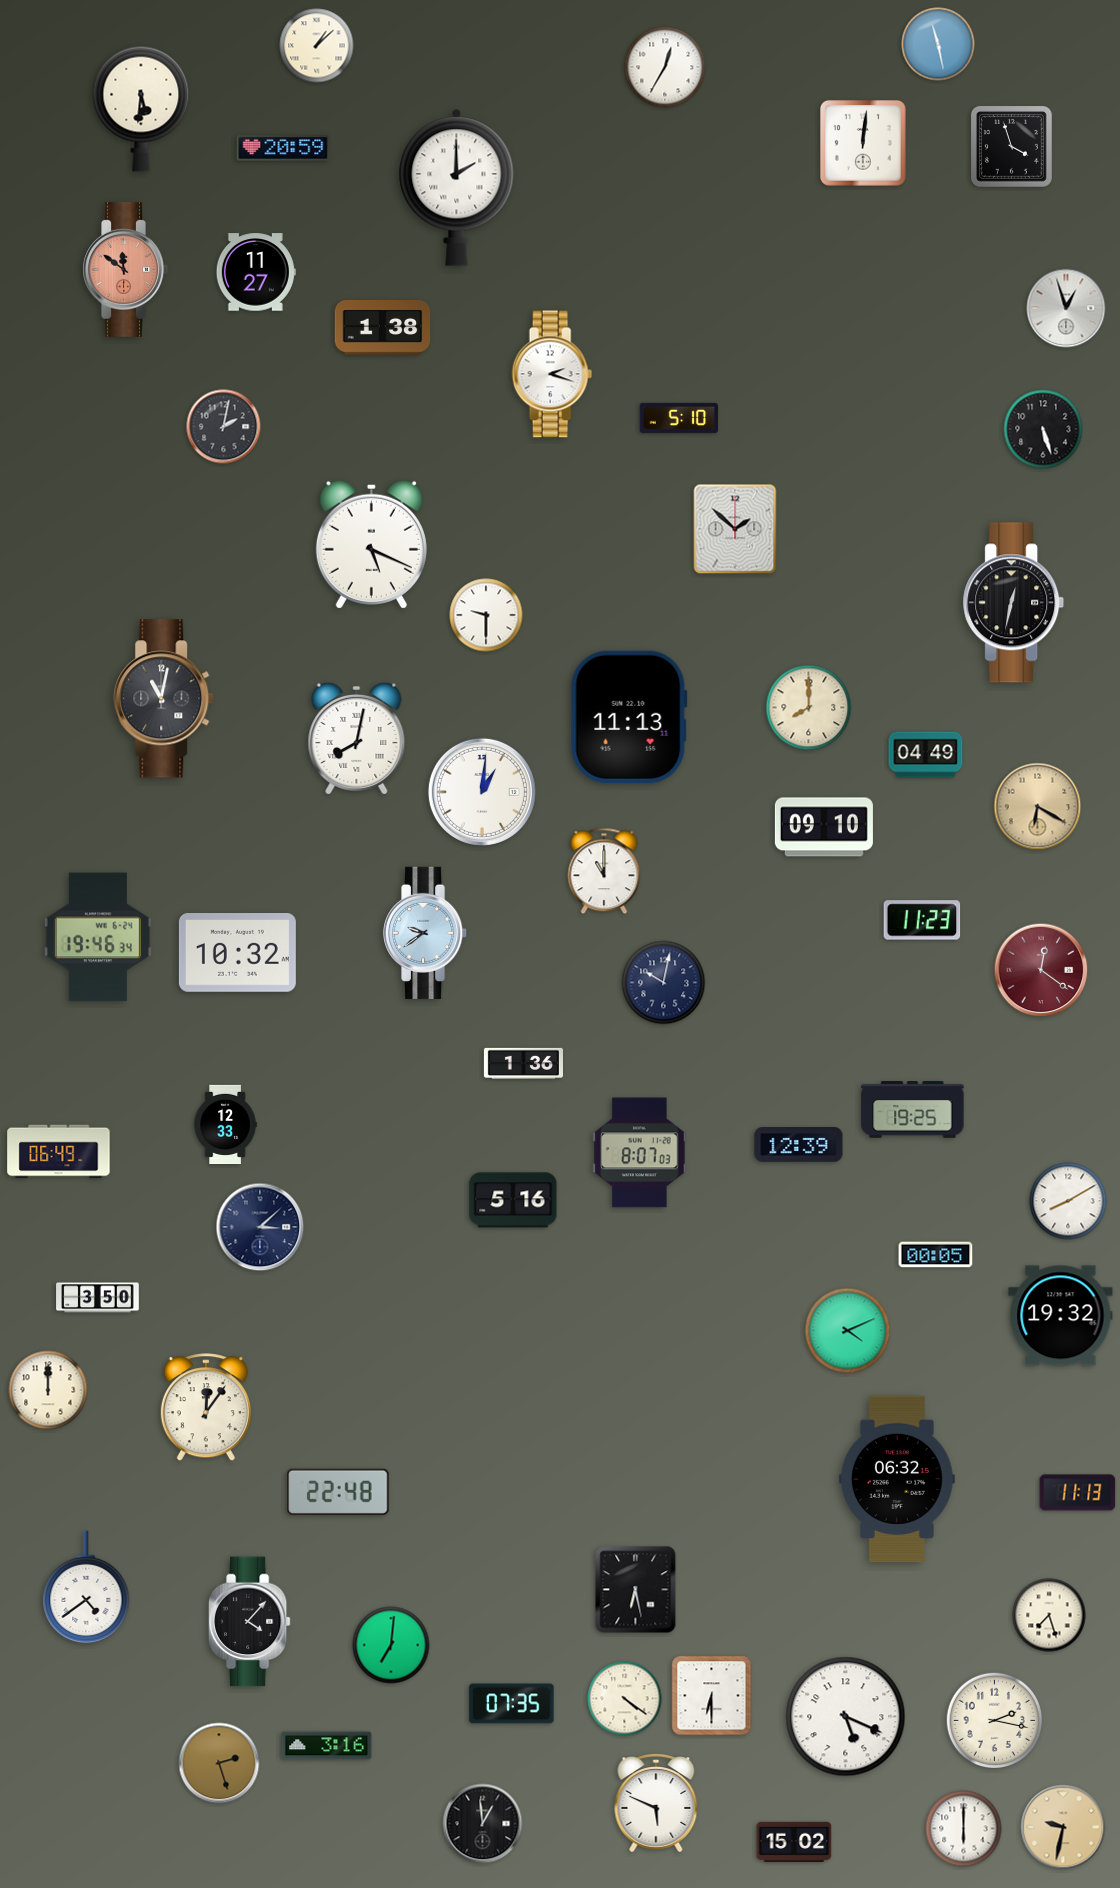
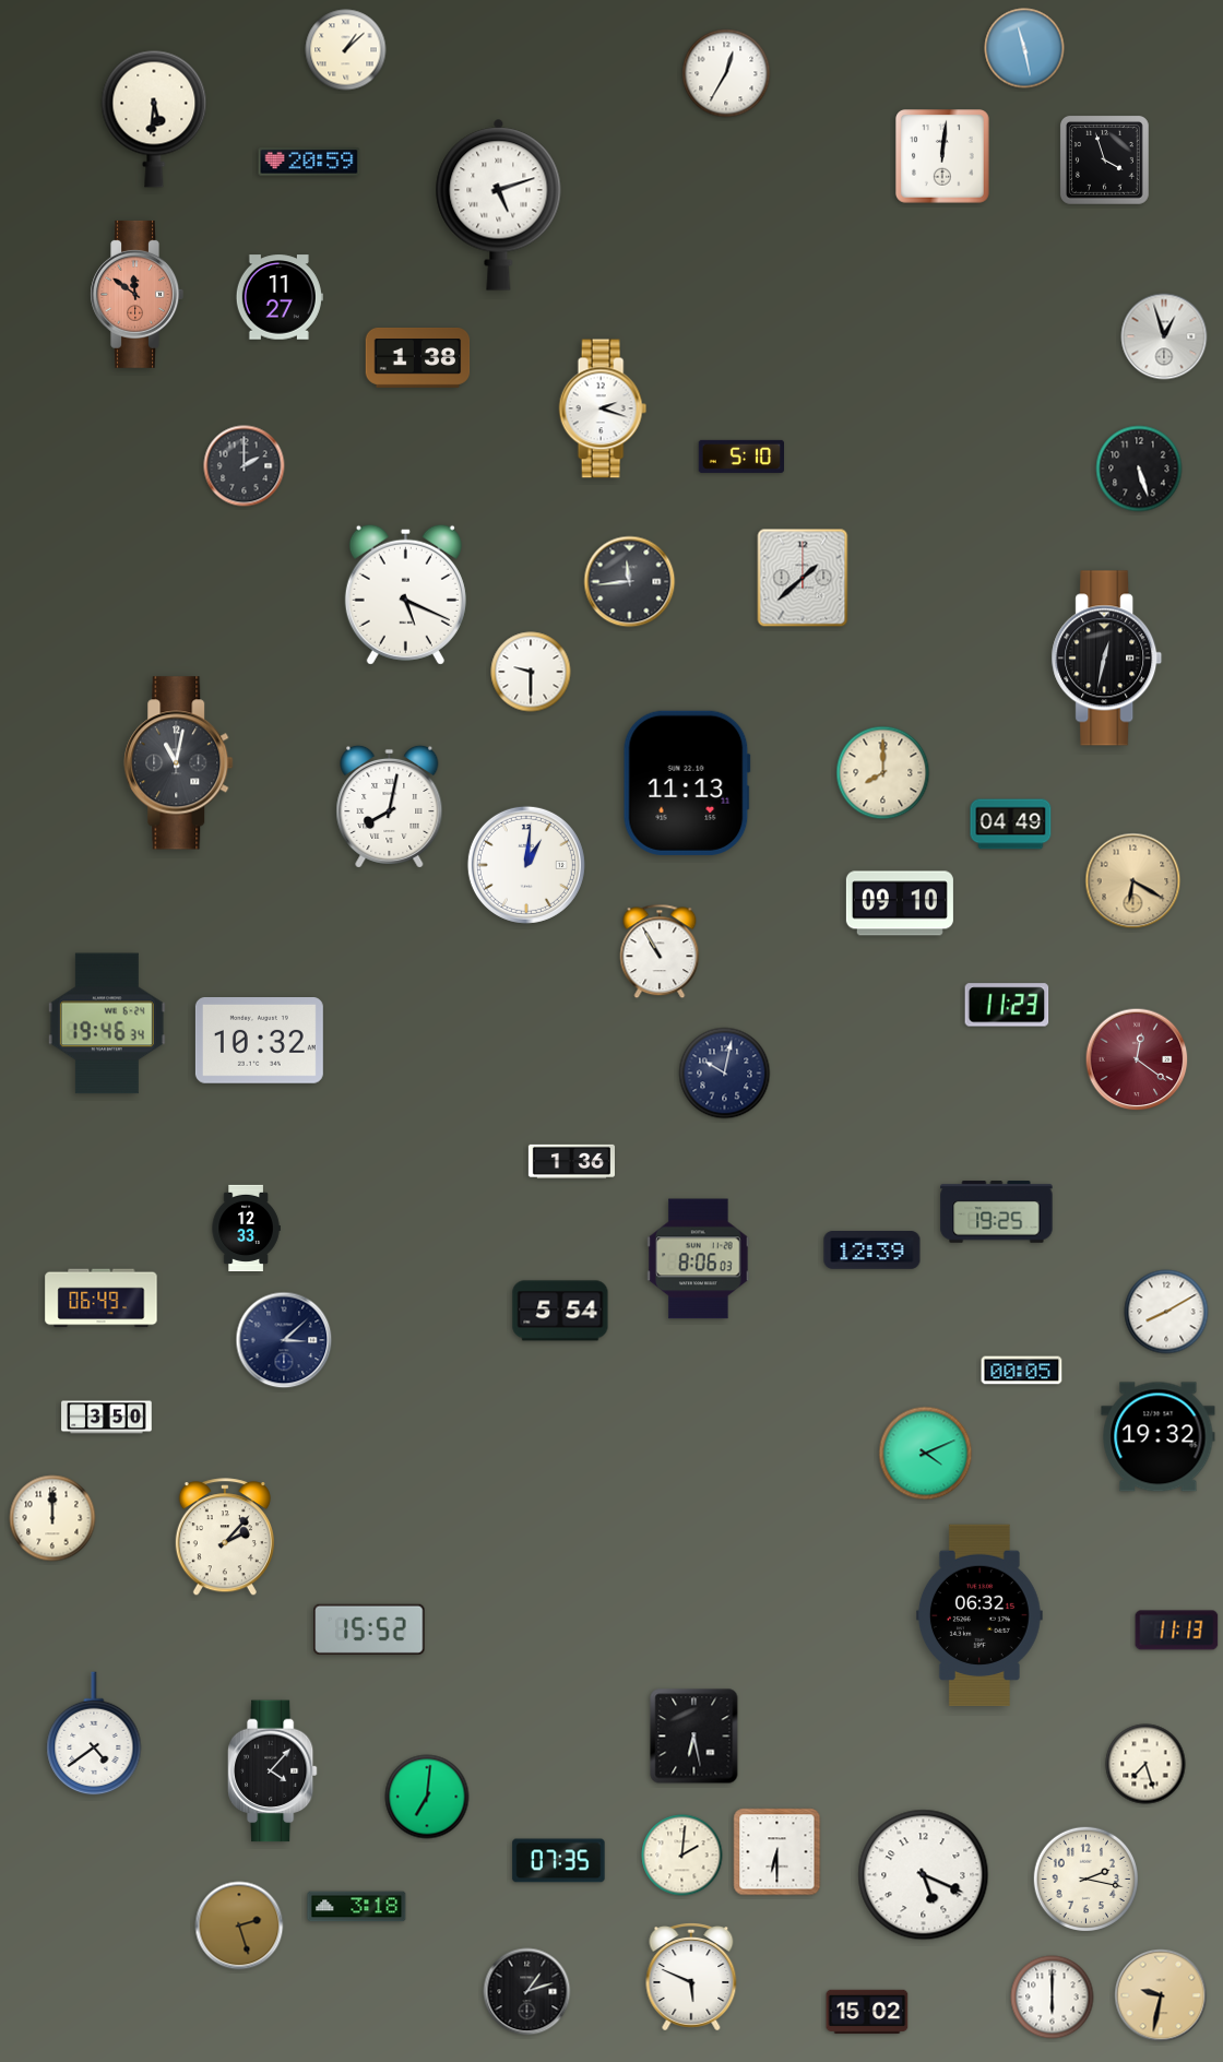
clock at (457, 187): 2:00 -> 5:12
clock at (224, 427): 2:02 -> 2:00
clock at (735, 529): 1:52 -> 1:38
clock at (630, 582): none -> 11:44
clock at (604, 871): 11:00 -> 10:55
clock at (426, 933): 9:39 -> none
clock at (59, 1152) position: (59, 1152) -> (102, 1299)
clock at (640, 1153): 8:07 -> 8:06
clock at (513, 1200): 5:16 -> 5:54
clock at (206, 1408): 12:06 -> 2:07
clock at (338, 1492): 22:48 -> 15:52
clock at (625, 1699): 4:21 -> 2:01
clock at (327, 1746): 3:16 -> 3:18
clock at (656, 1804) position: (656, 1804) -> (691, 1978)
clock at (483, 1824): 12:59 -> 1:12
